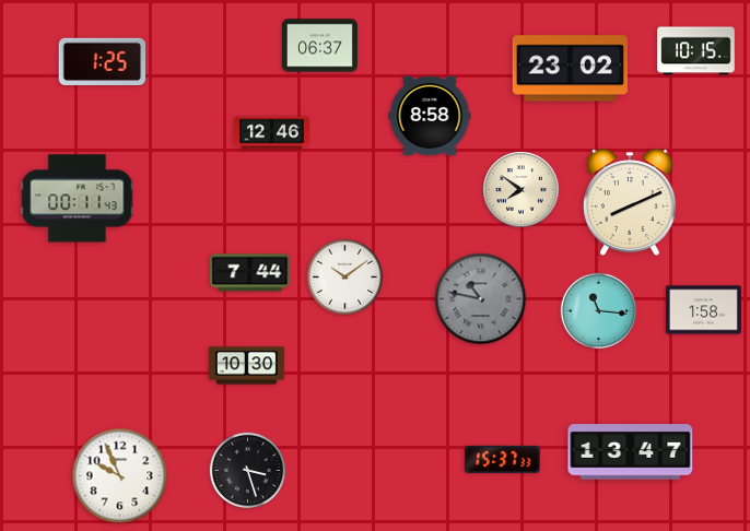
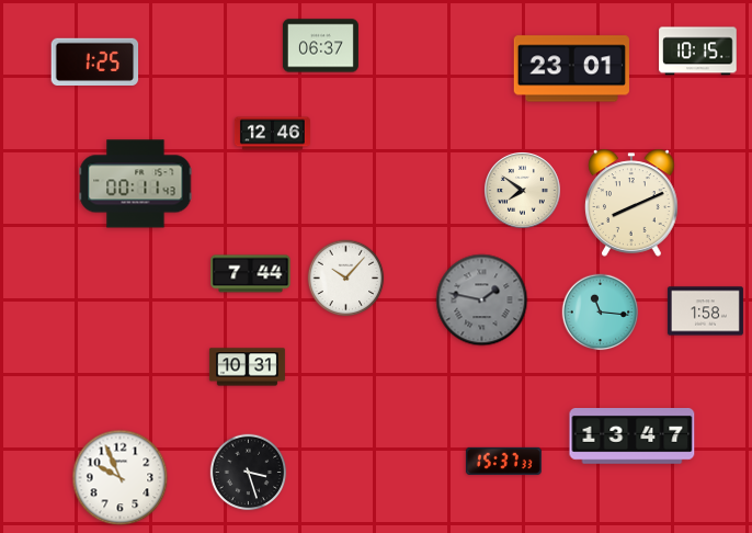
clock at (103, 61) position: (103, 61) -> (95, 61)
clock at (570, 69): 23:02 -> 23:01
clock at (430, 115): 8:58 -> none
clock at (78, 199) position: (78, 199) -> (136, 184)
clock at (345, 278): 10:09 -> 10:07
clock at (481, 299): 10:47 -> 1:47
clock at (246, 366): 10:30 -> 10:31
clock at (631, 452) position: (631, 452) -> (633, 436)
